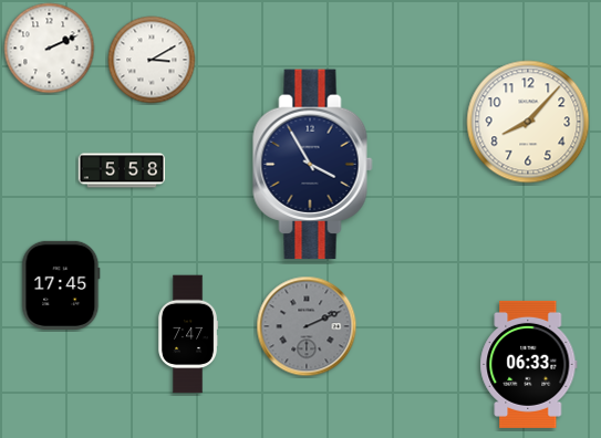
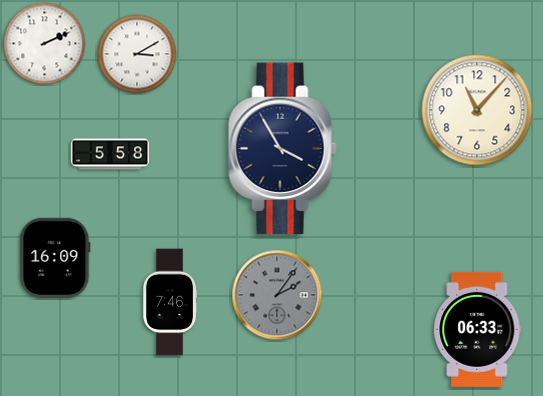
clock at (528, 122): 8:07 -> 11:07
clock at (61, 285): 17:45 -> 16:09
clock at (307, 326): 2:11 -> 2:06
clock at (189, 334): 7:47 -> 7:46
